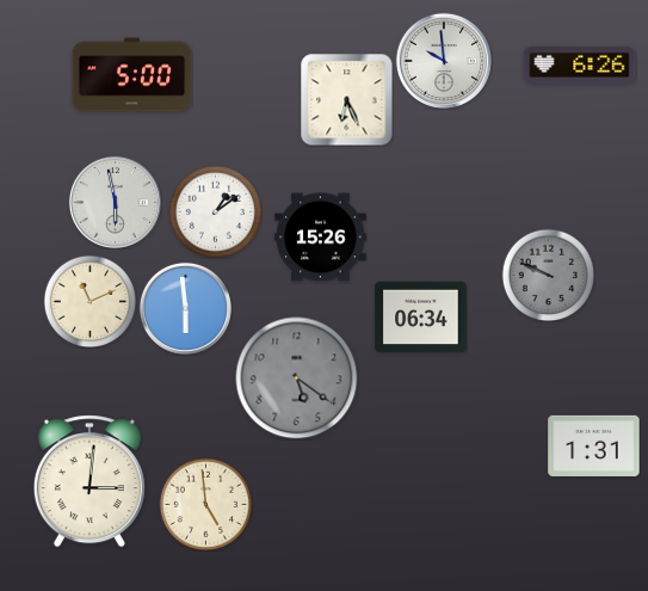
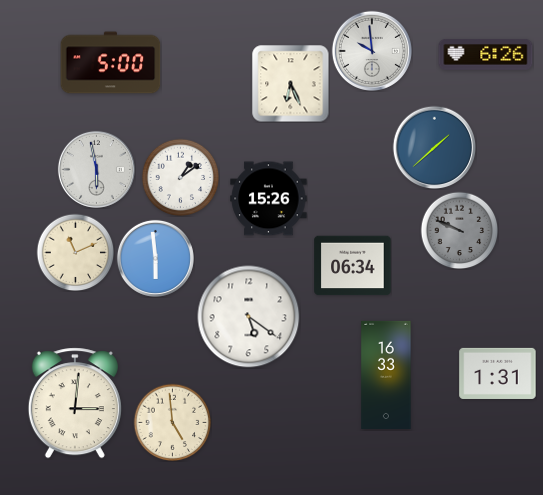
clock at (434, 147): none -> 1:38
clock at (297, 378) dial: grey -> white
clock at (386, 375): none -> 16:33
